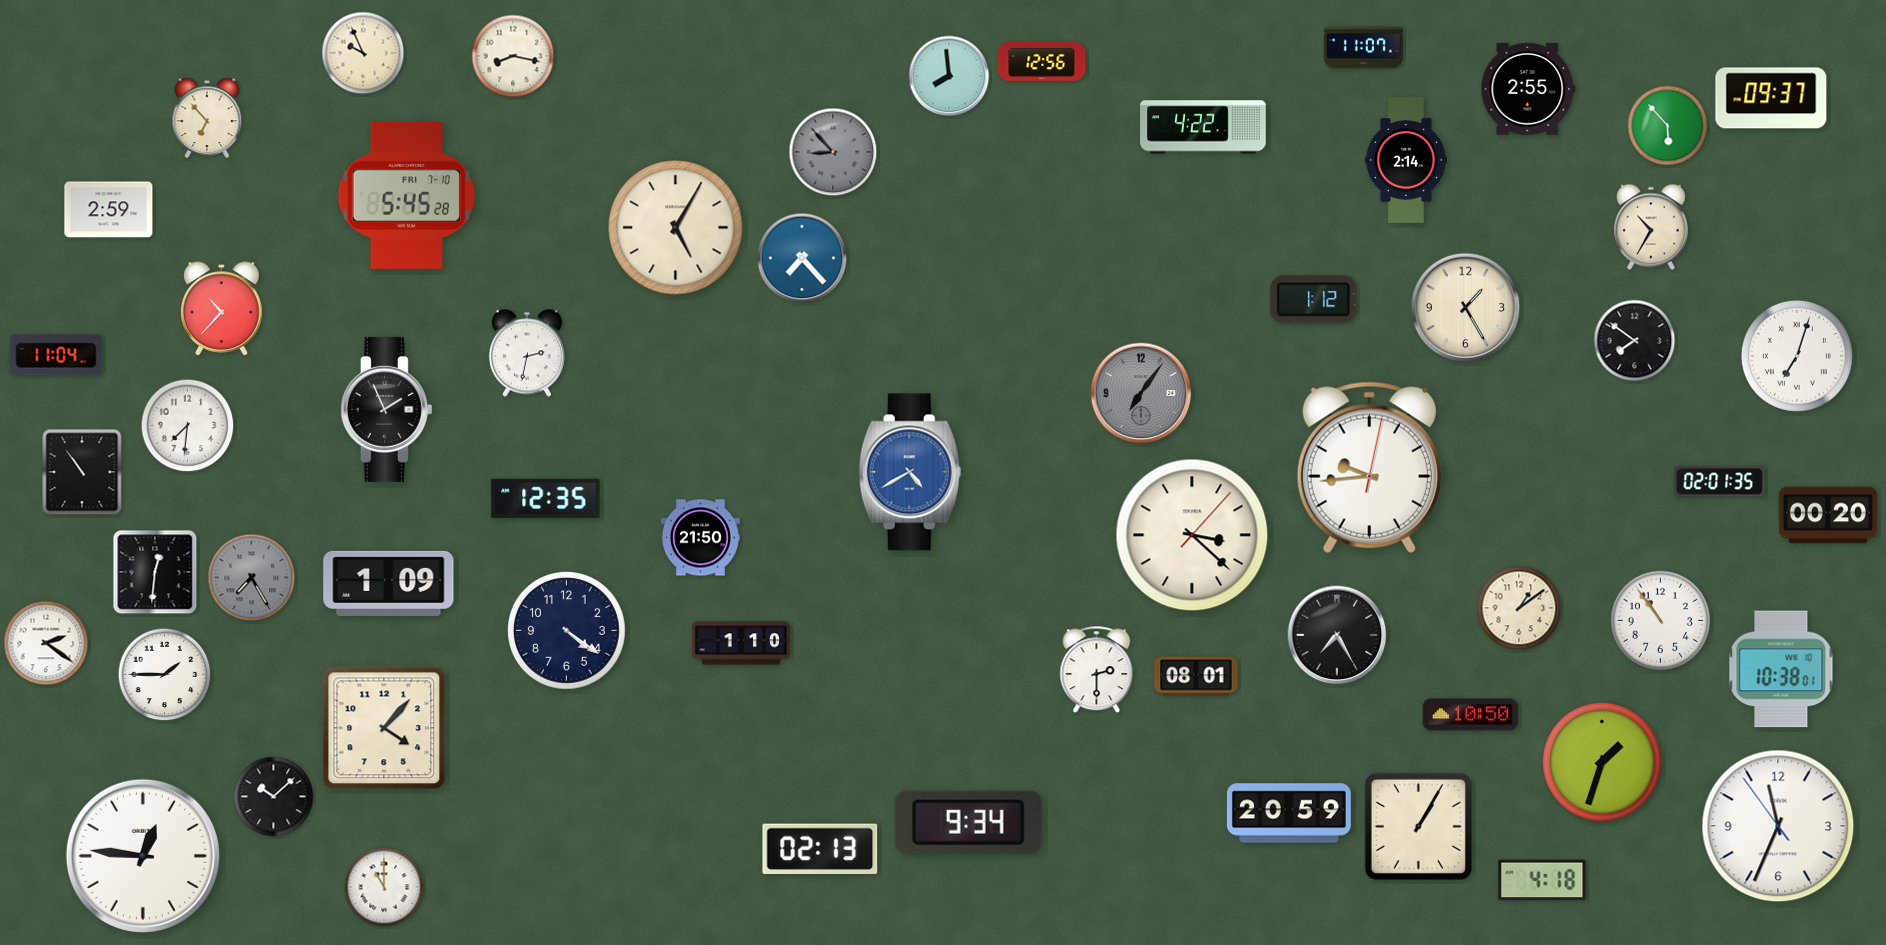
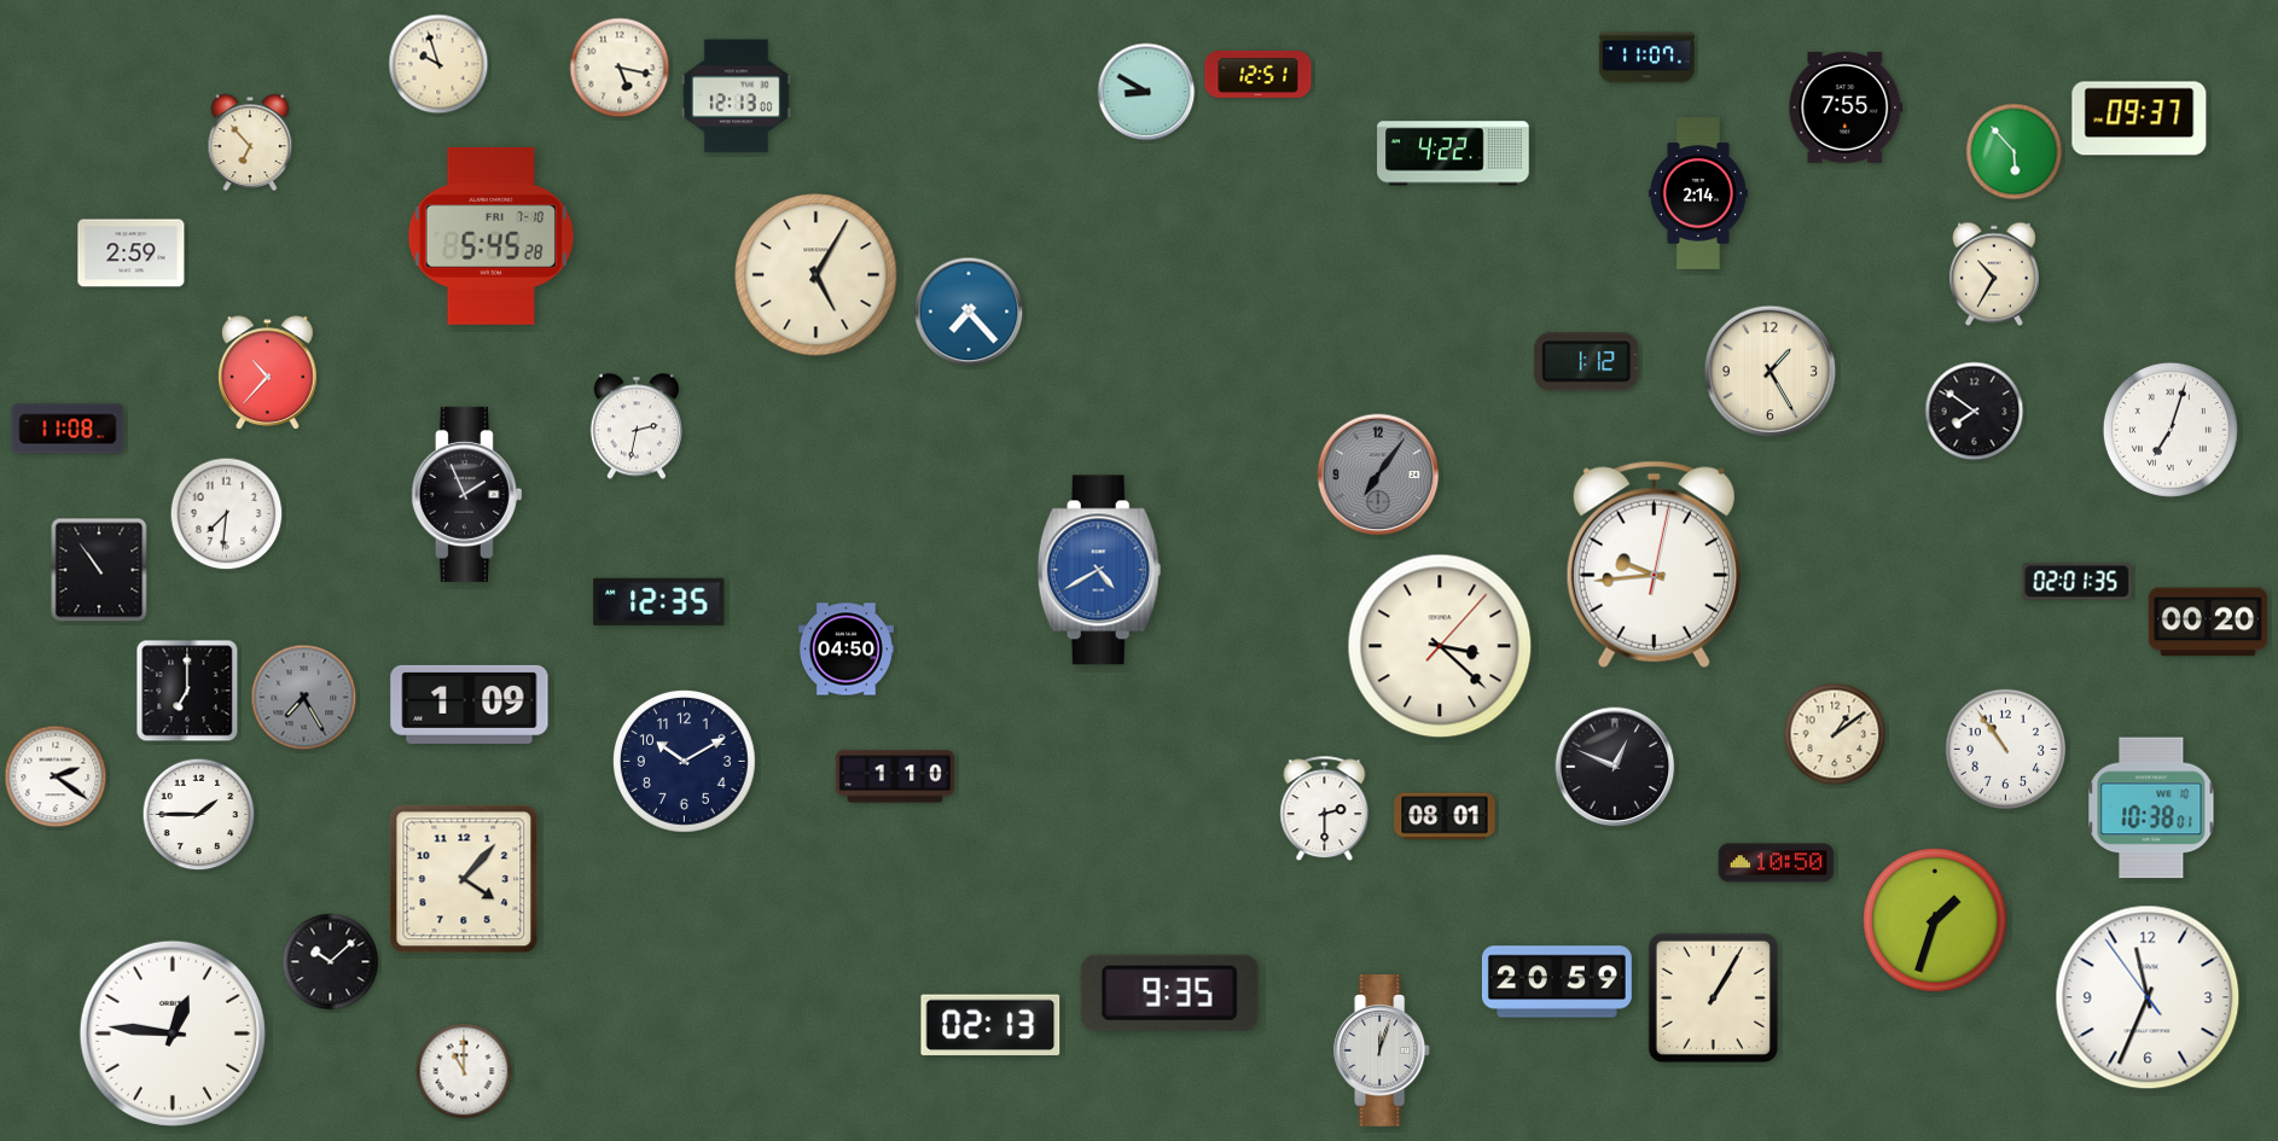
clock at (363, 53): 9:56 -> 9:57
clock at (513, 56): 8:17 -> 5:17
clock at (1042, 61): 12:56 -> 12:51
clock at (949, 76): 7:59 -> 8:50
clock at (736, 97): none -> 12:13
clock at (1528, 89): 2:55 -> 7:55
clock at (833, 152): 8:53 -> none
clock at (56, 355): 11:04 -> 11:08
clock at (700, 538): 21:50 -> 04:50
clock at (155, 572): 12:31 -> 7:00
clock at (567, 631): 4:21 -> 10:10
clock at (1337, 635): 7:25 -> 12:49
clock at (968, 822): 9:34 -> 9:35
clock at (1383, 1050): none -> 12:03
clock at (1542, 880): 4:18 -> none
